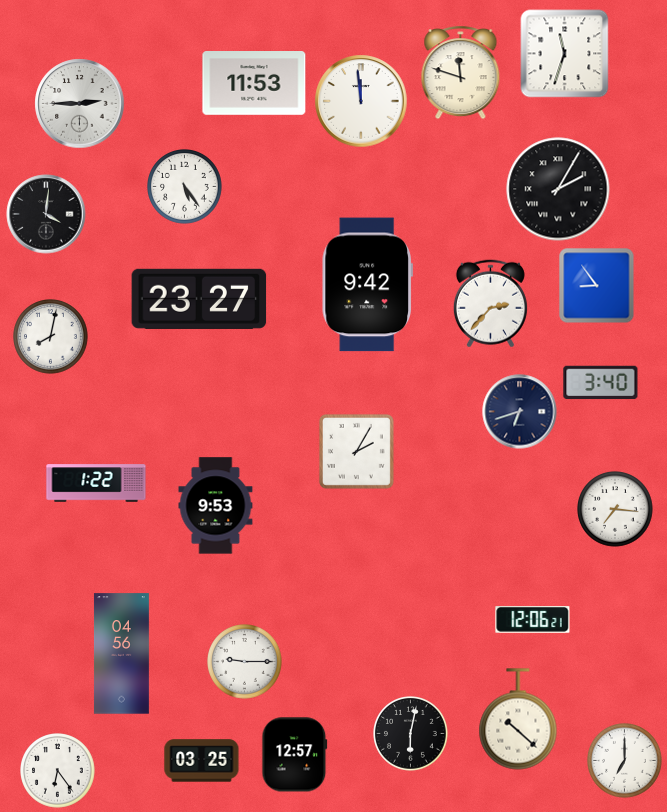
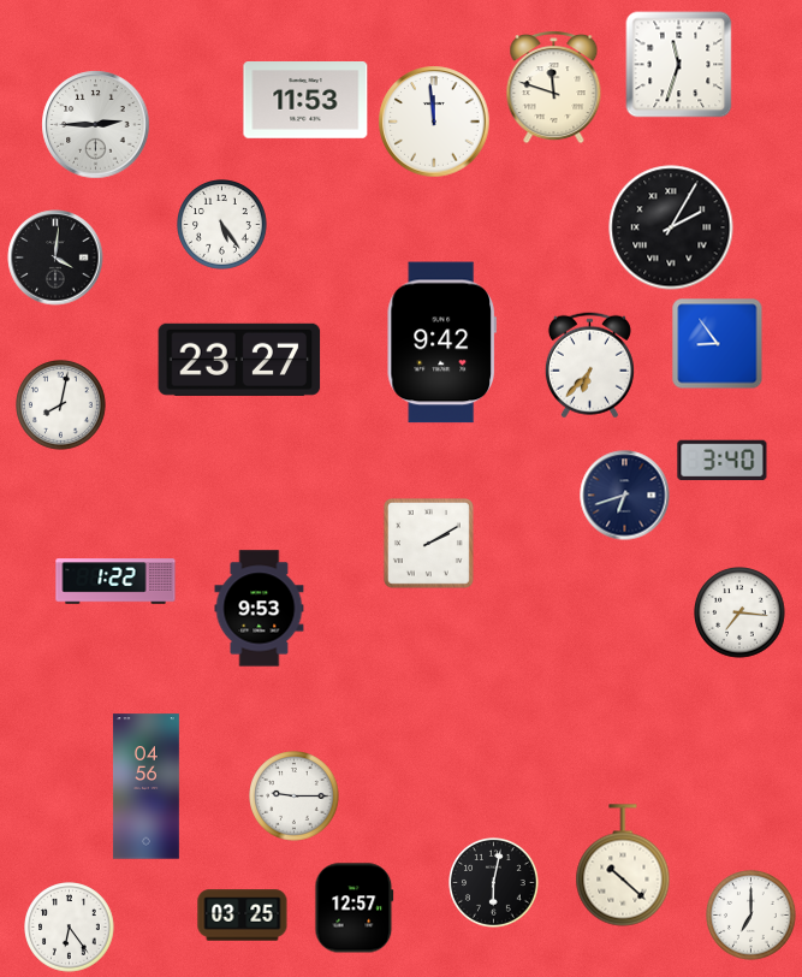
clock at (490, 304): 2:37 -> 6:37
clock at (356, 451): 2:05 -> 2:10
clock at (533, 620): 12:06 -> none
